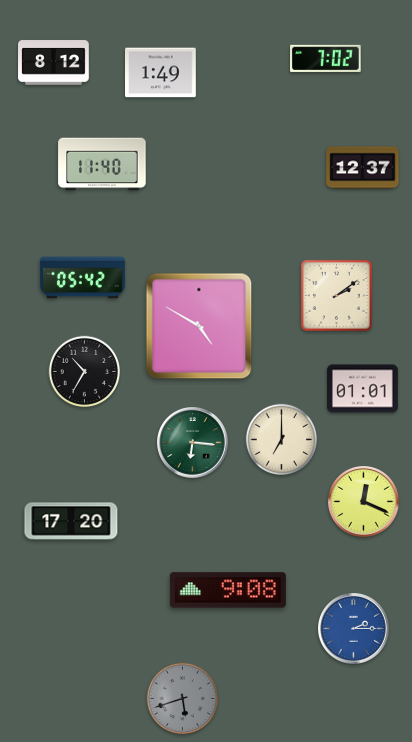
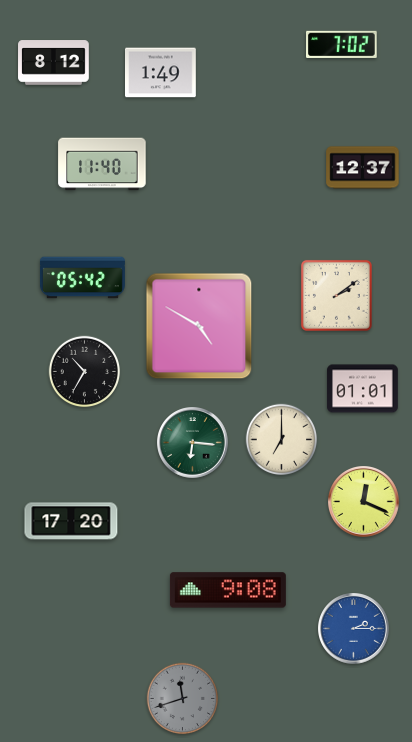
clock at (326, 58) position: (326, 58) -> (342, 44)
clock at (183, 699): 5:42 -> 11:42
